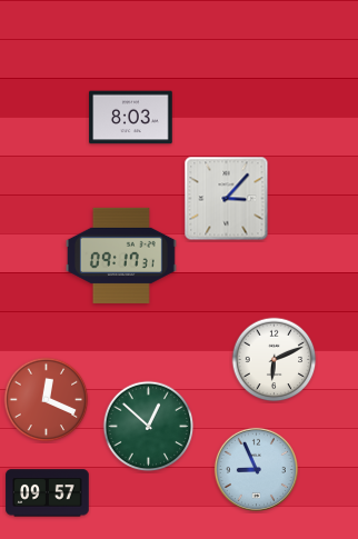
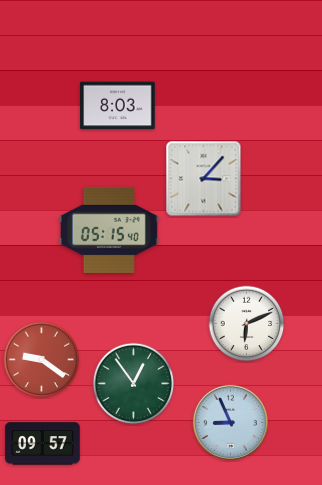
clock at (121, 256): 09:17 -> 05:15
clock at (47, 400): 12:19 -> 9:21
clock at (149, 427): 12:52 -> 12:54
